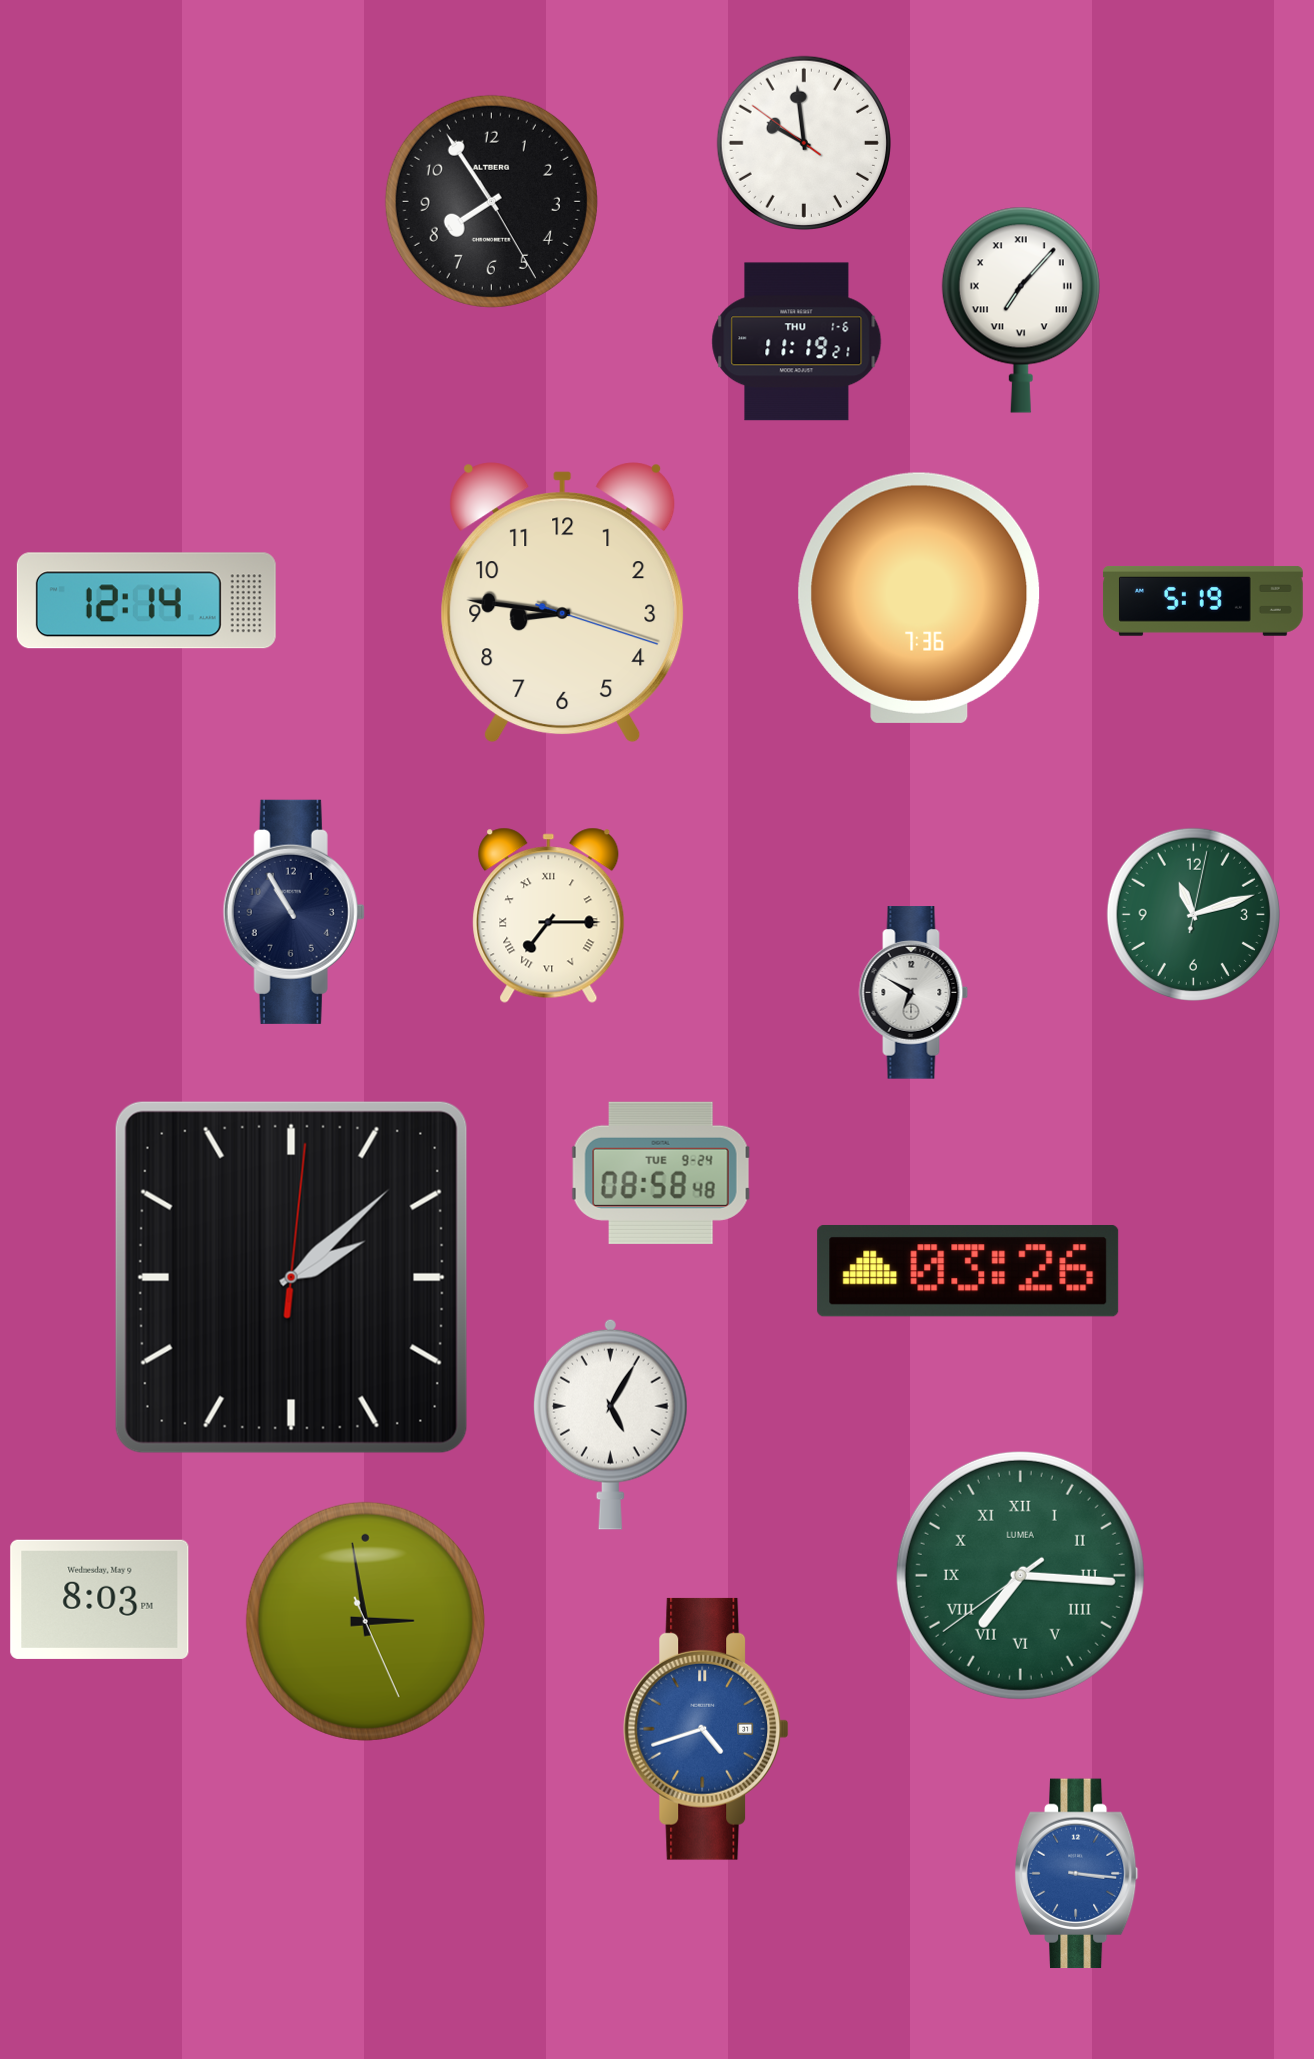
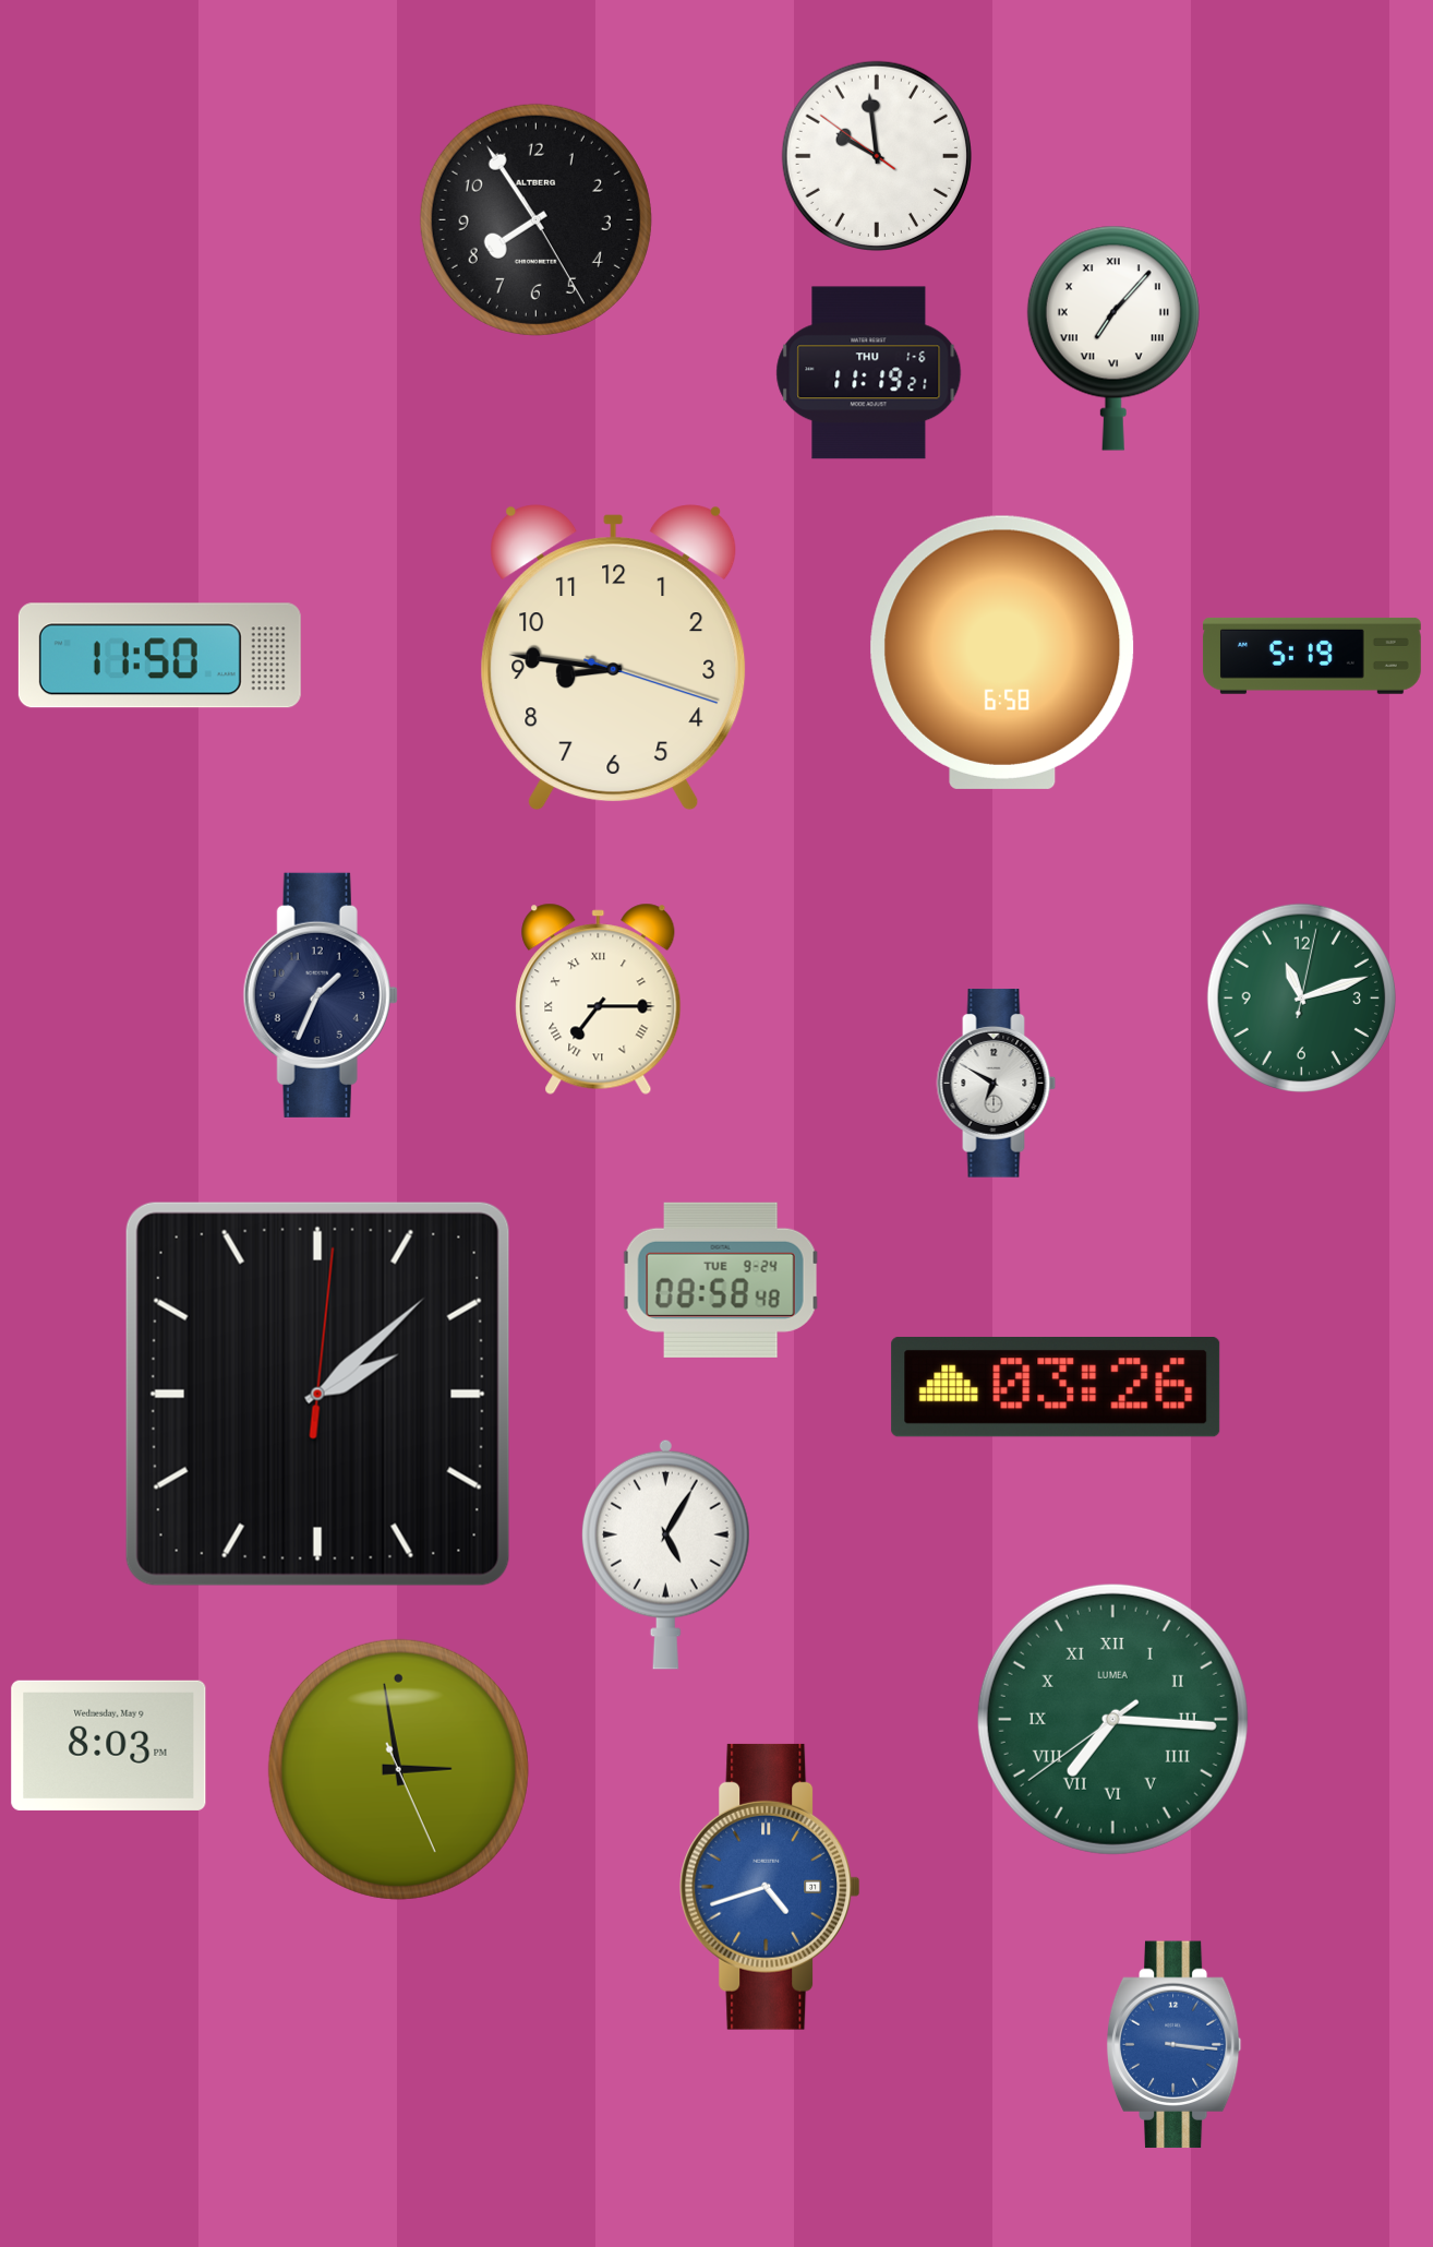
clock at (919, 598): 7:36 -> 6:58
clock at (146, 601): 12:14 -> 11:50
clock at (294, 912): 10:55 -> 1:34
